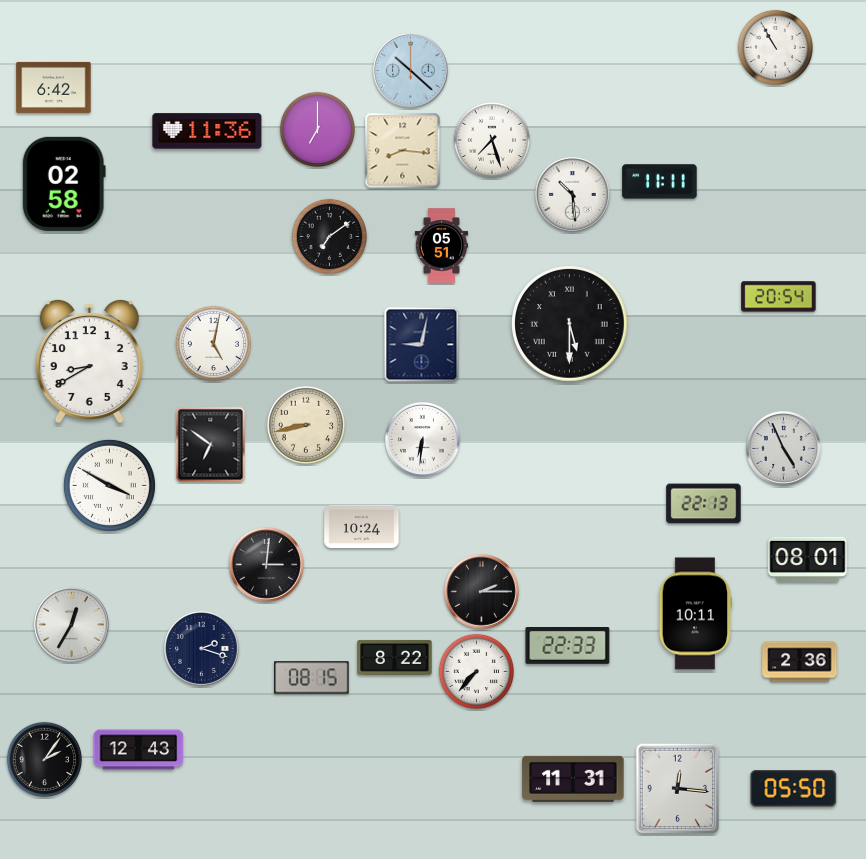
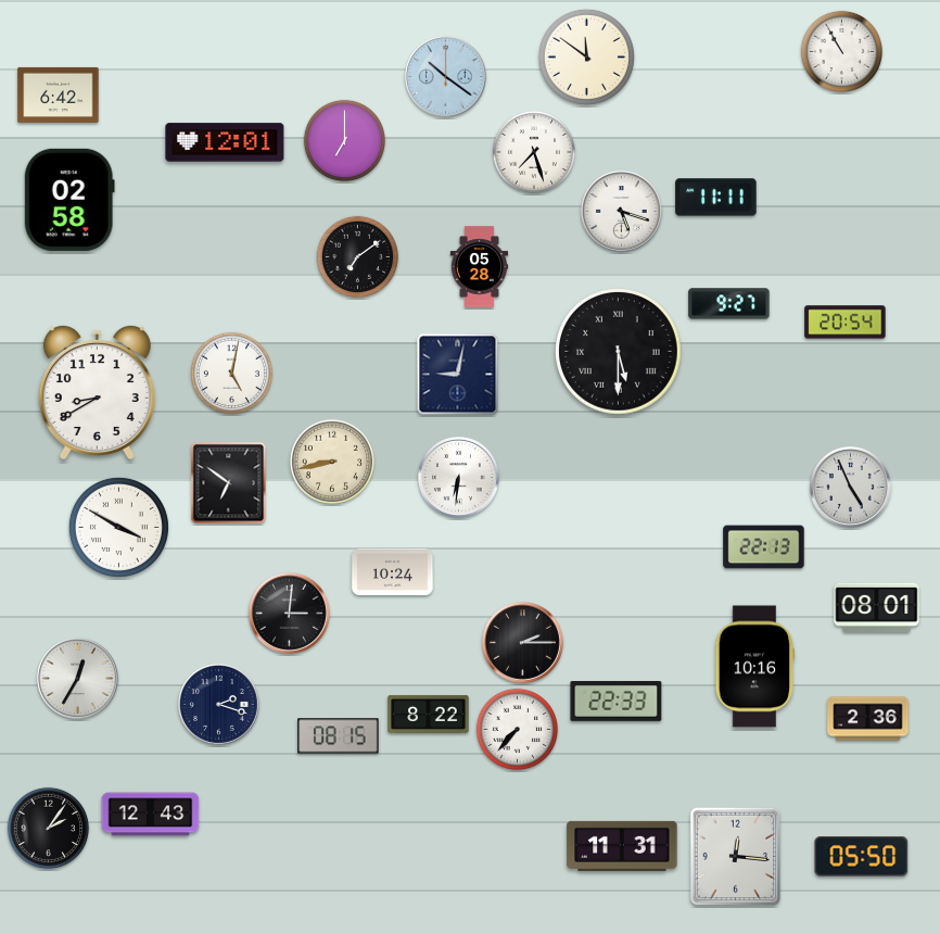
clock at (586, 56): none -> 11:51
clock at (411, 71): 10:22 -> 10:21
clock at (207, 131): 11:36 -> 12:01
clock at (403, 151): 8:16 -> none
clock at (573, 195): 10:29 -> 5:18
clock at (442, 246): 05:51 -> 05:28
clock at (729, 304): none -> 9:27
clock at (695, 614): 10:11 -> 10:16
clock at (44, 759) position: (44, 759) -> (48, 828)
